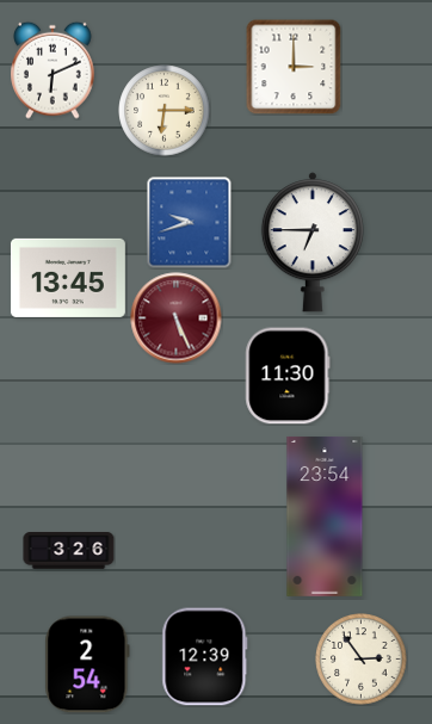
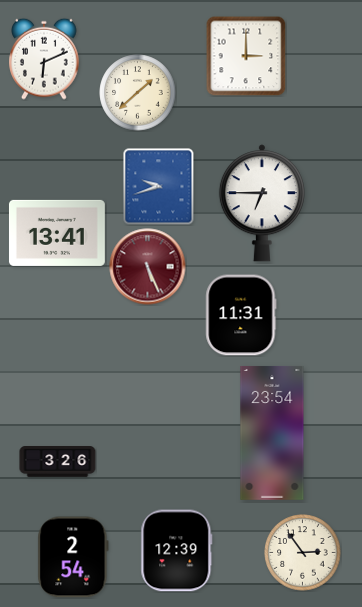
clock at (165, 111): 6:15 -> 1:38
clock at (68, 278): 13:45 -> 13:41
clock at (288, 376): 11:30 -> 11:31
clock at (205, 657) position: (205, 657) -> (177, 551)
